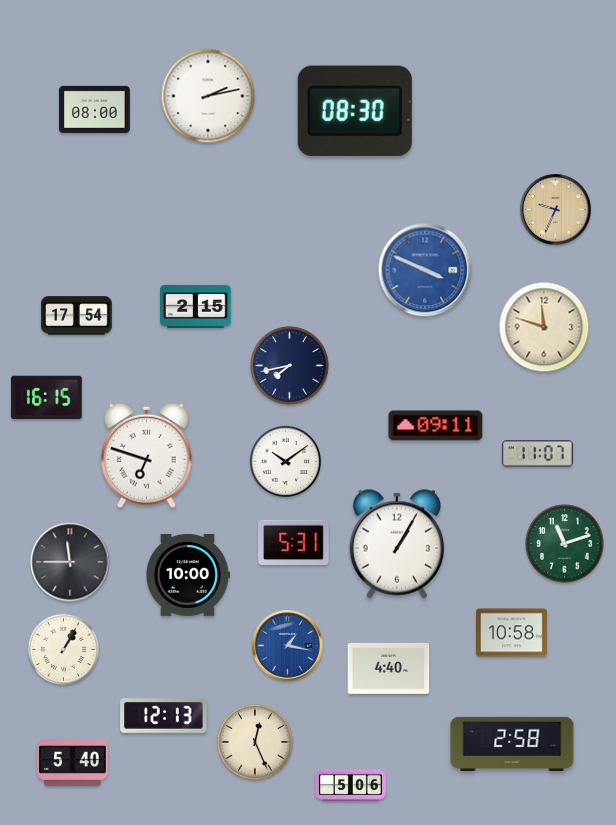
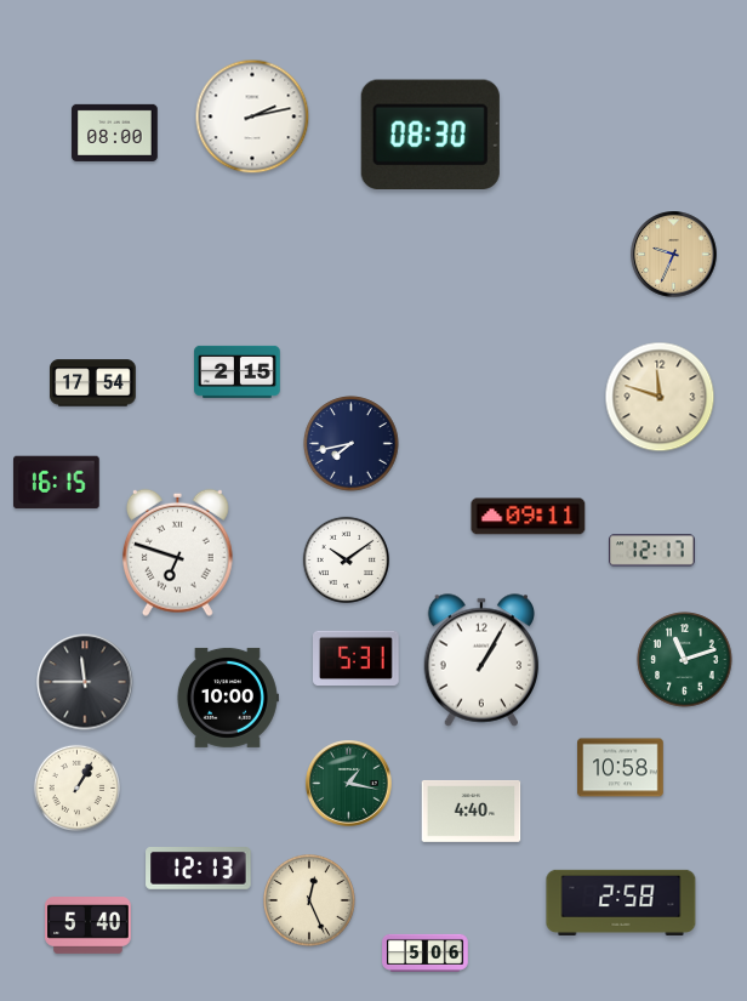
clock at (425, 270): 3:49 -> none
clock at (538, 454): 11:07 -> 12:17
clock at (288, 646) dial: blue -> green
